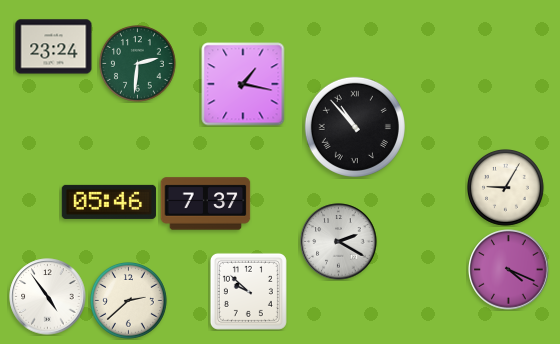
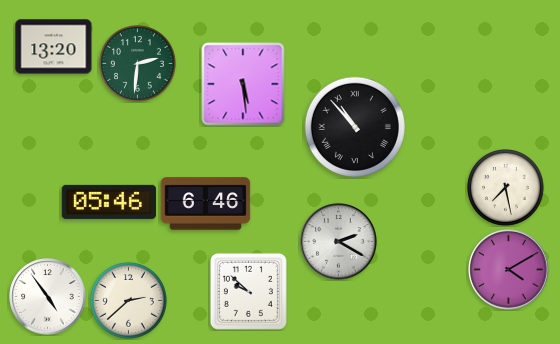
clock at (54, 47): 23:24 -> 13:20
clock at (243, 84): 1:17 -> 5:29
clock at (506, 188): 9:05 -> 7:28
clock at (206, 204): 7:37 -> 6:46
clock at (509, 270): 4:19 -> 4:10
